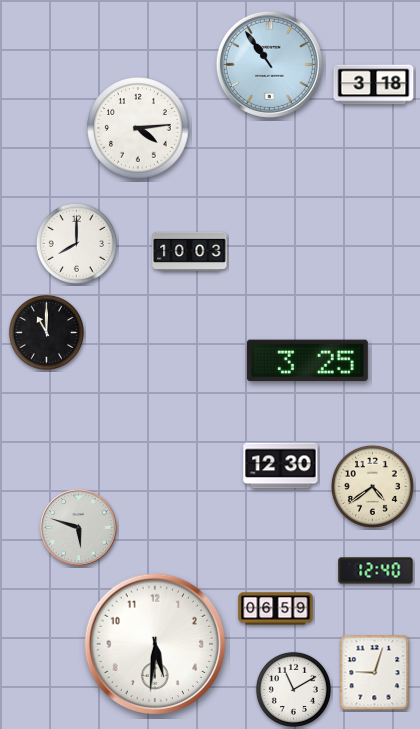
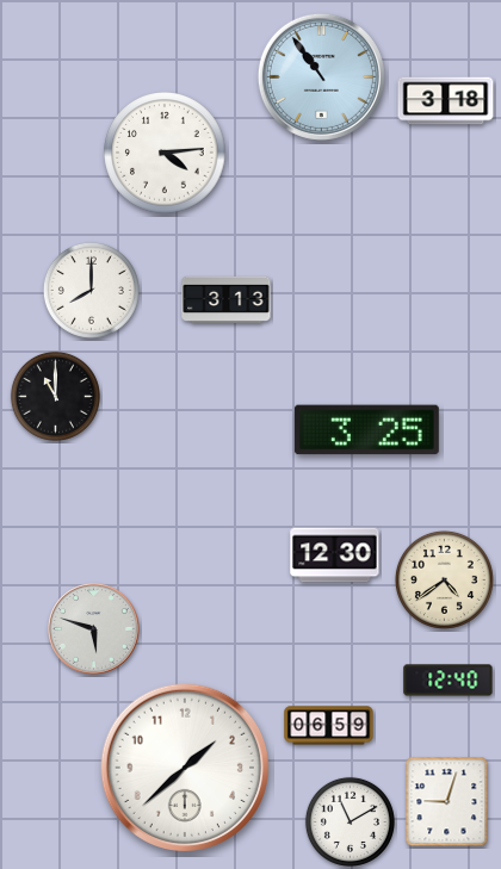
clock at (190, 251): 10:03 -> 3:13
clock at (154, 643): 5:31 -> 1:38
